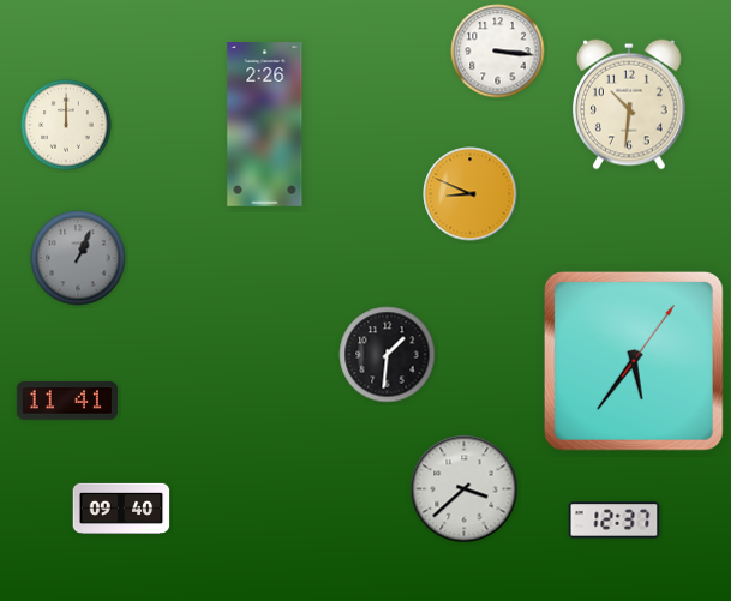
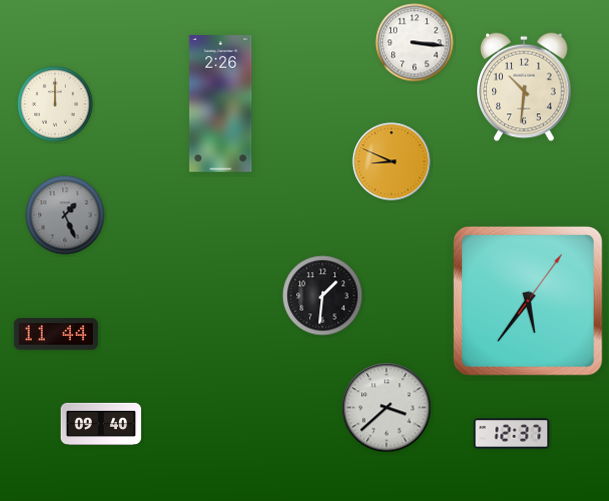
clock at (78, 258): 1:04 -> 1:26
clock at (67, 401): 11:41 -> 11:44
